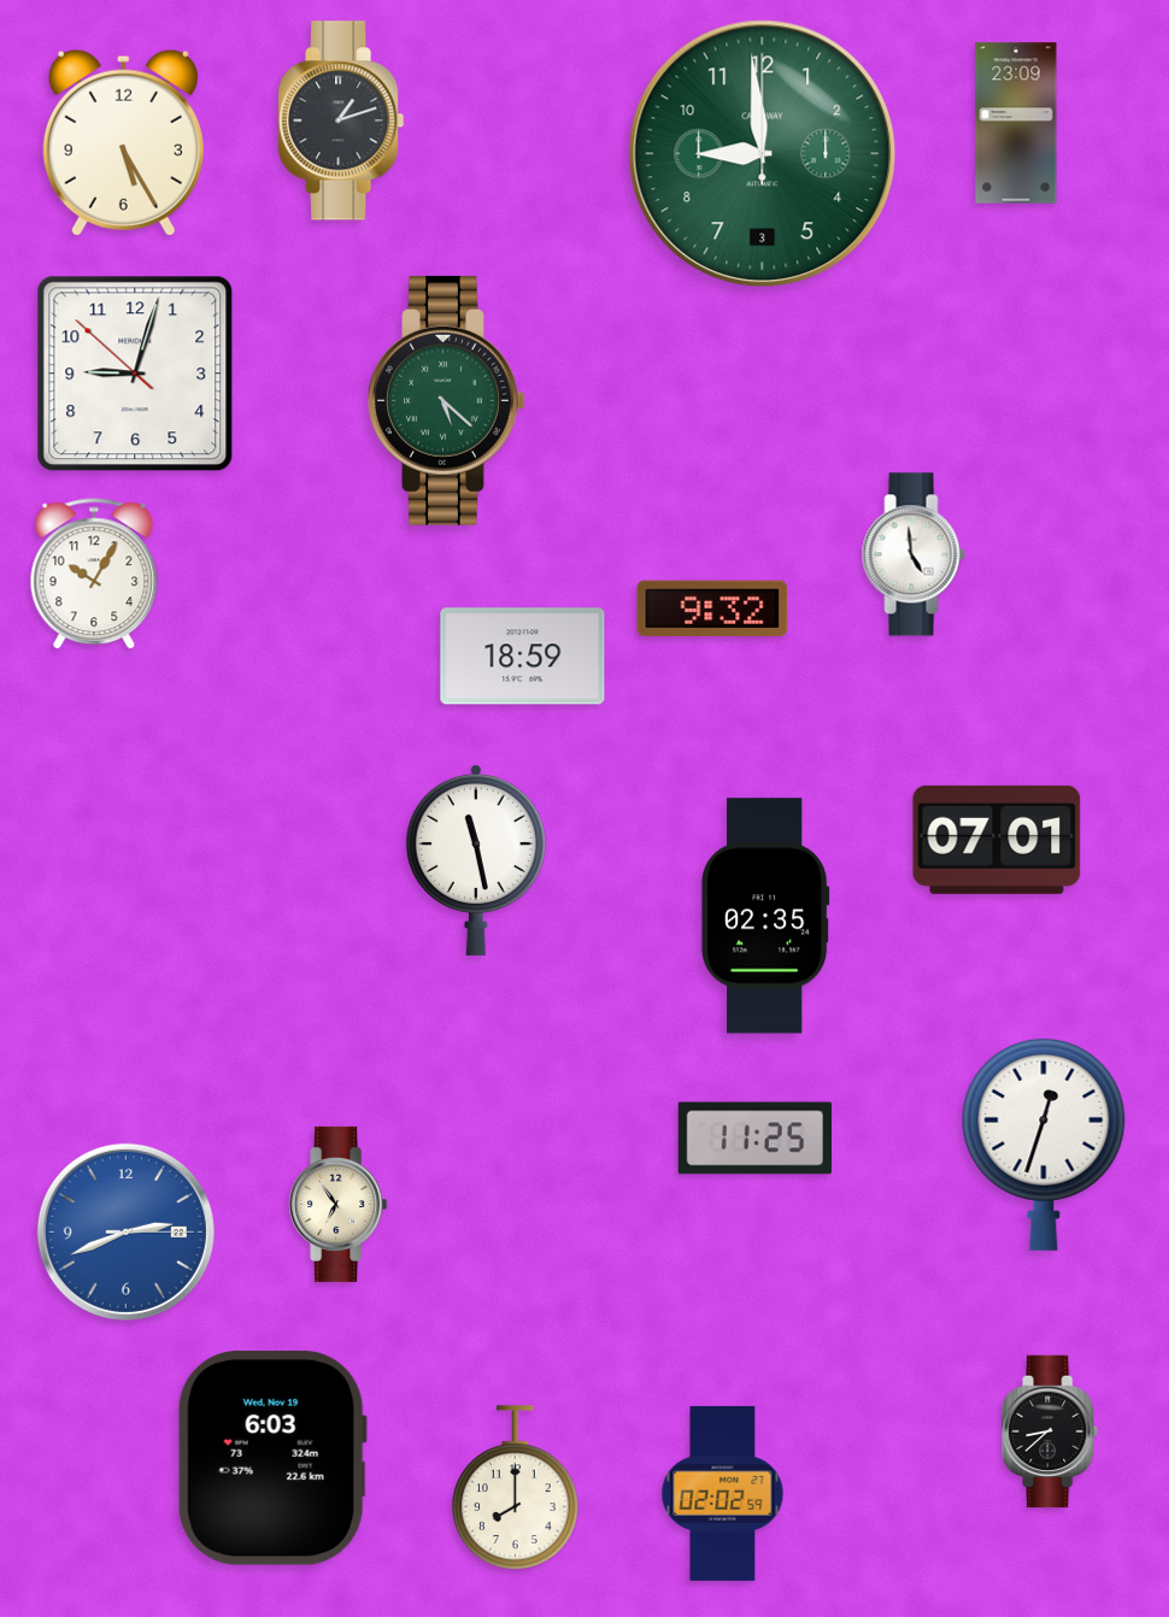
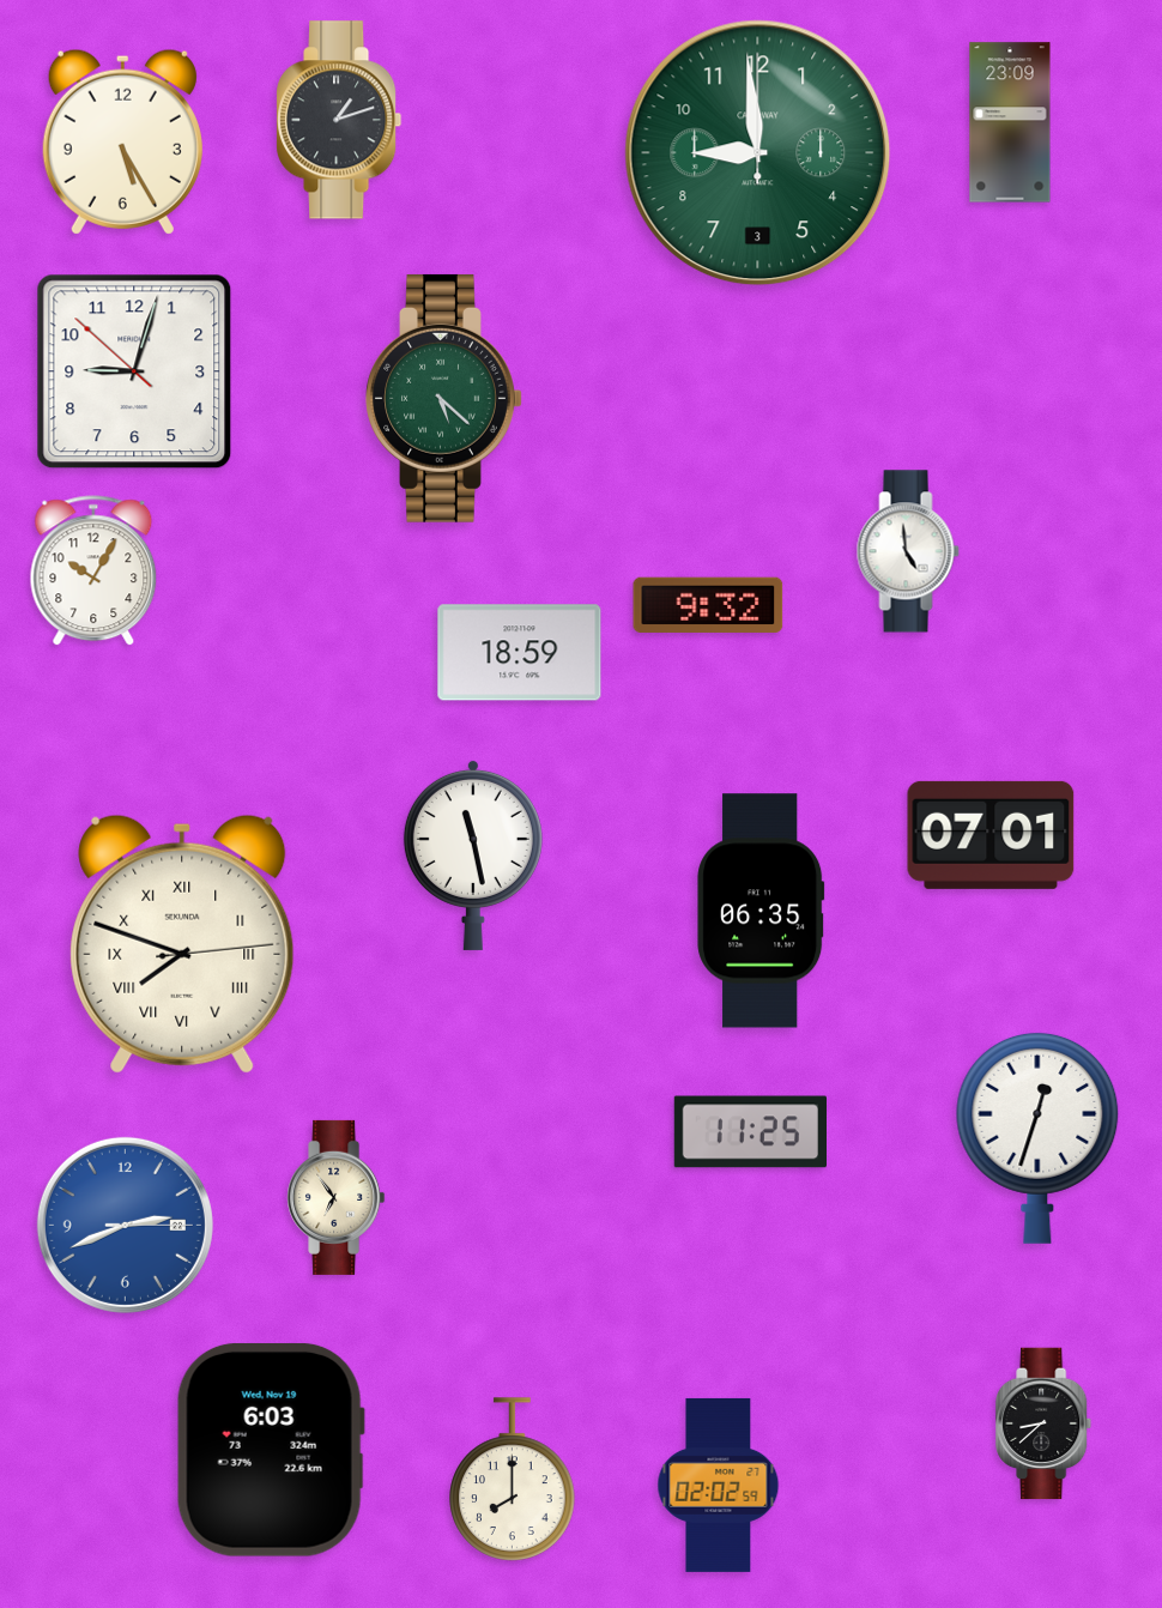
clock at (765, 916): 02:35 -> 06:35
clock at (182, 944): none -> 7:48
